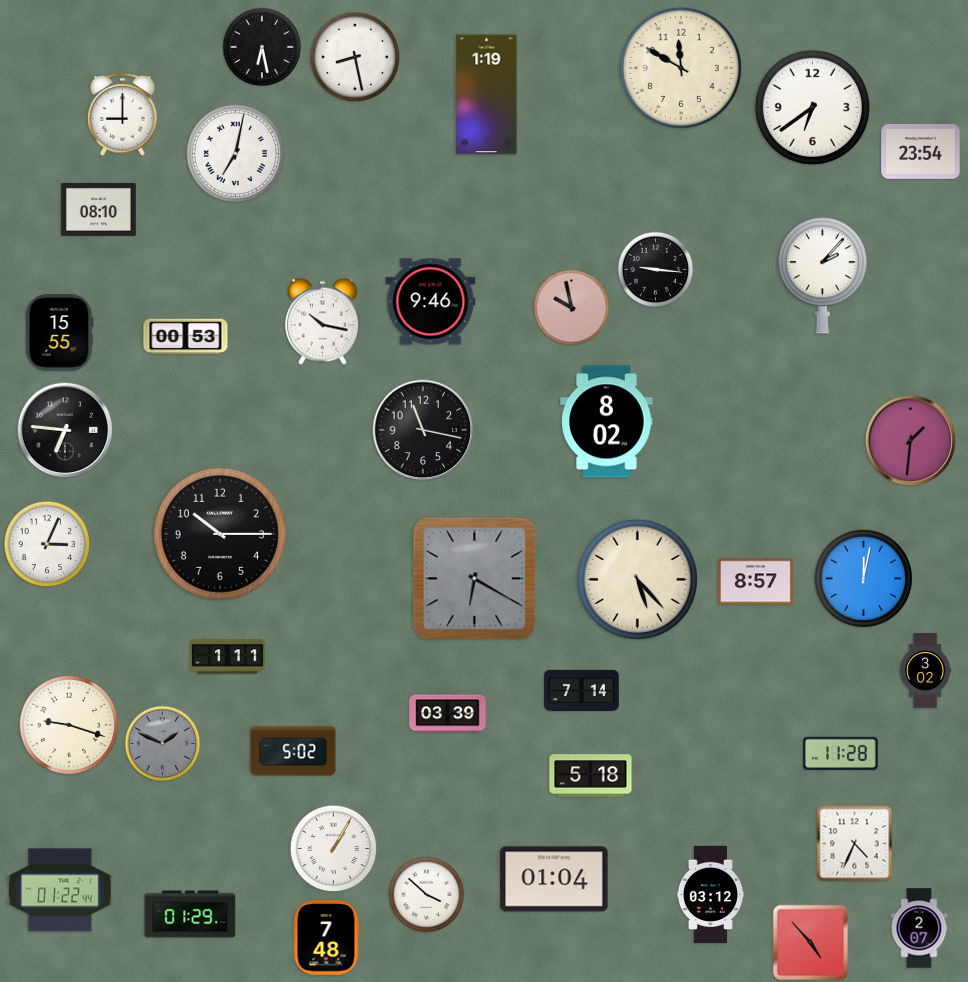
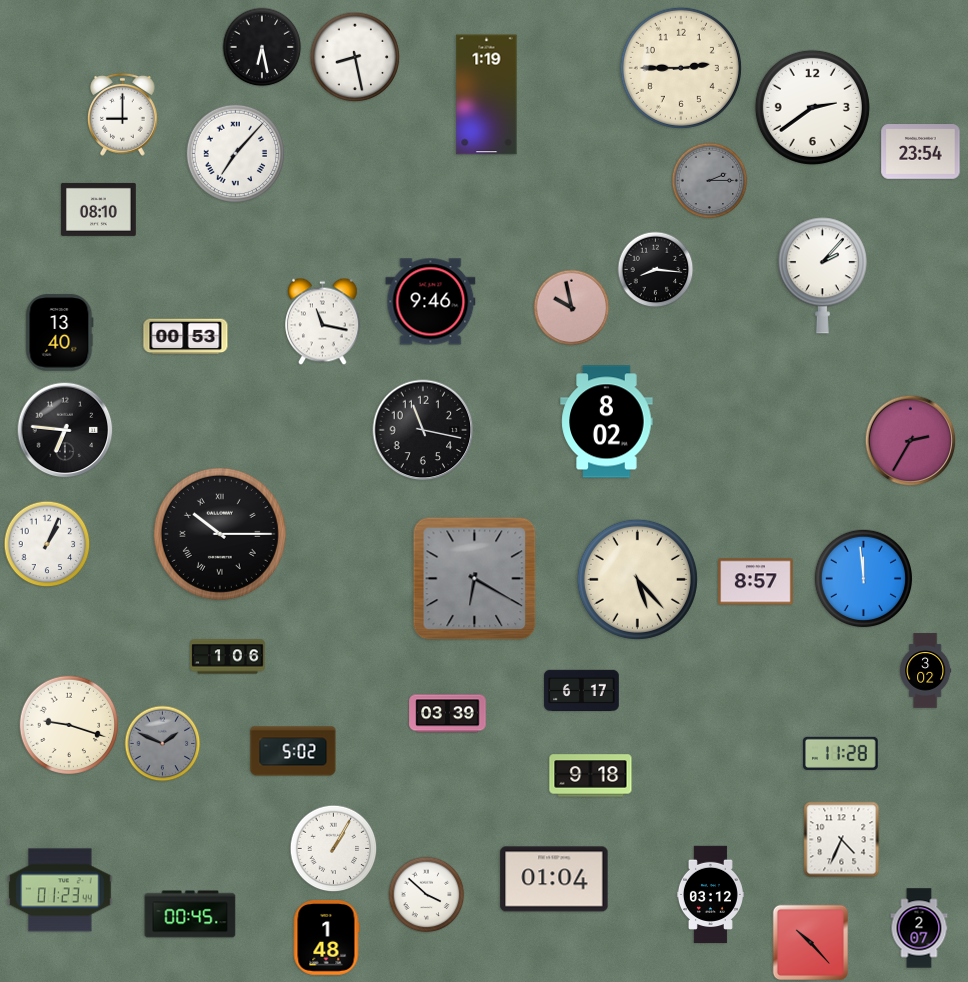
clock at (681, 68): 11:50 -> 2:45
clock at (812, 107): 6:39 -> 2:39
clock at (236, 154): 7:02 -> 7:07
clock at (710, 181): none -> 2:15
clock at (656, 270): 9:16 -> 8:16
clock at (323, 322): 10:17 -> 11:17
clock at (60, 333): 15:55 -> 13:40
clock at (911, 441): 1:31 -> 2:35
clock at (220, 534) numerals: Arabic -> Roman
clock at (47, 544): 3:04 -> 1:04
clock at (864, 579): 12:02 -> 11:59
clock at (228, 657): 1:11 -> 1:06
clock at (582, 690): 7:14 -> 6:17
clock at (591, 776): 5:18 -> 9:18
clock at (855, 844) position: (855, 844) -> (842, 840)
clock at (60, 890): 01:22 -> 01:23
clock at (190, 914): 01:29 -> 00:45
clock at (326, 938): 7:48 -> 1:48
clock at (810, 942): 4:53 -> 10:23
